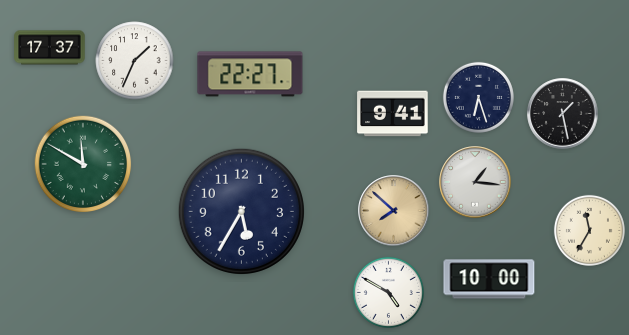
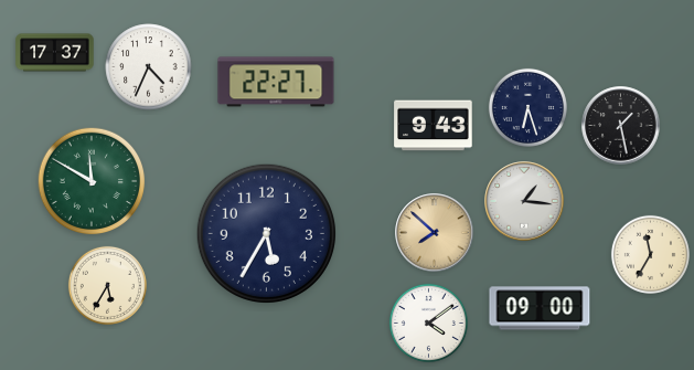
clock at (135, 61): 1:34 -> 4:34
clock at (393, 114): 9:41 -> 9:43
clock at (107, 285): none -> 5:35
clock at (489, 279): 10:00 -> 09:00
clock at (388, 292): 4:50 -> 4:09
